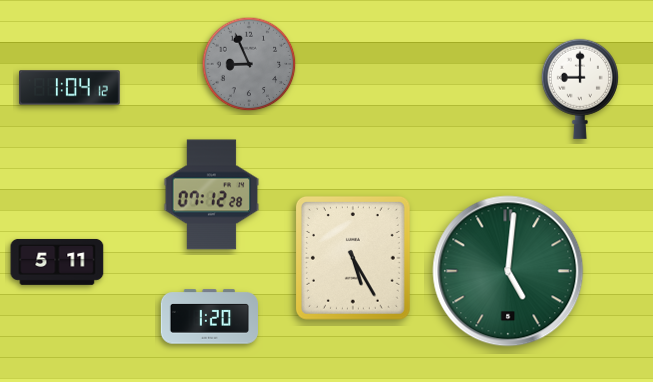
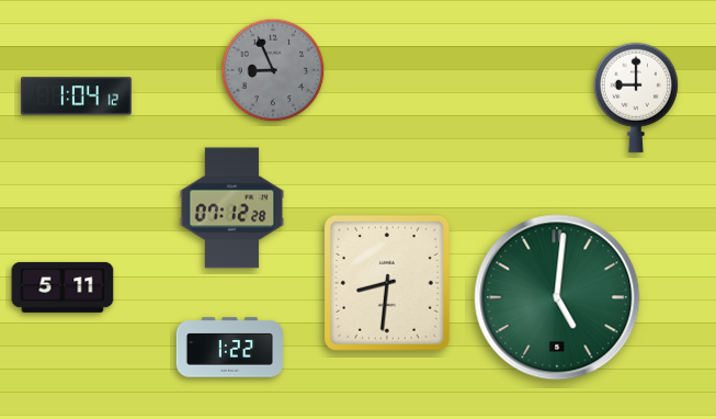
clock at (212, 195) position: (212, 195) -> (232, 208)
clock at (353, 258): 5:25 -> 8:31
clock at (209, 317): 1:20 -> 1:22
